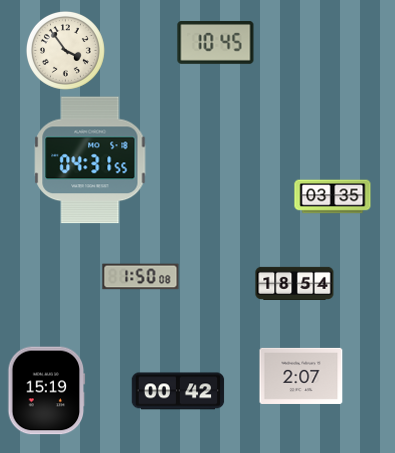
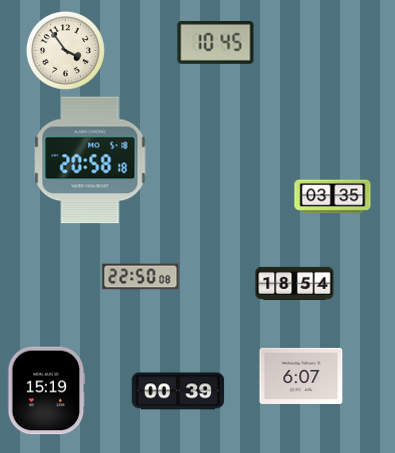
clock at (90, 160): 04:31 -> 20:58
clock at (141, 277): 1:50 -> 22:50
clock at (301, 376): 2:07 -> 6:07
clock at (178, 391): 00:42 -> 00:39
